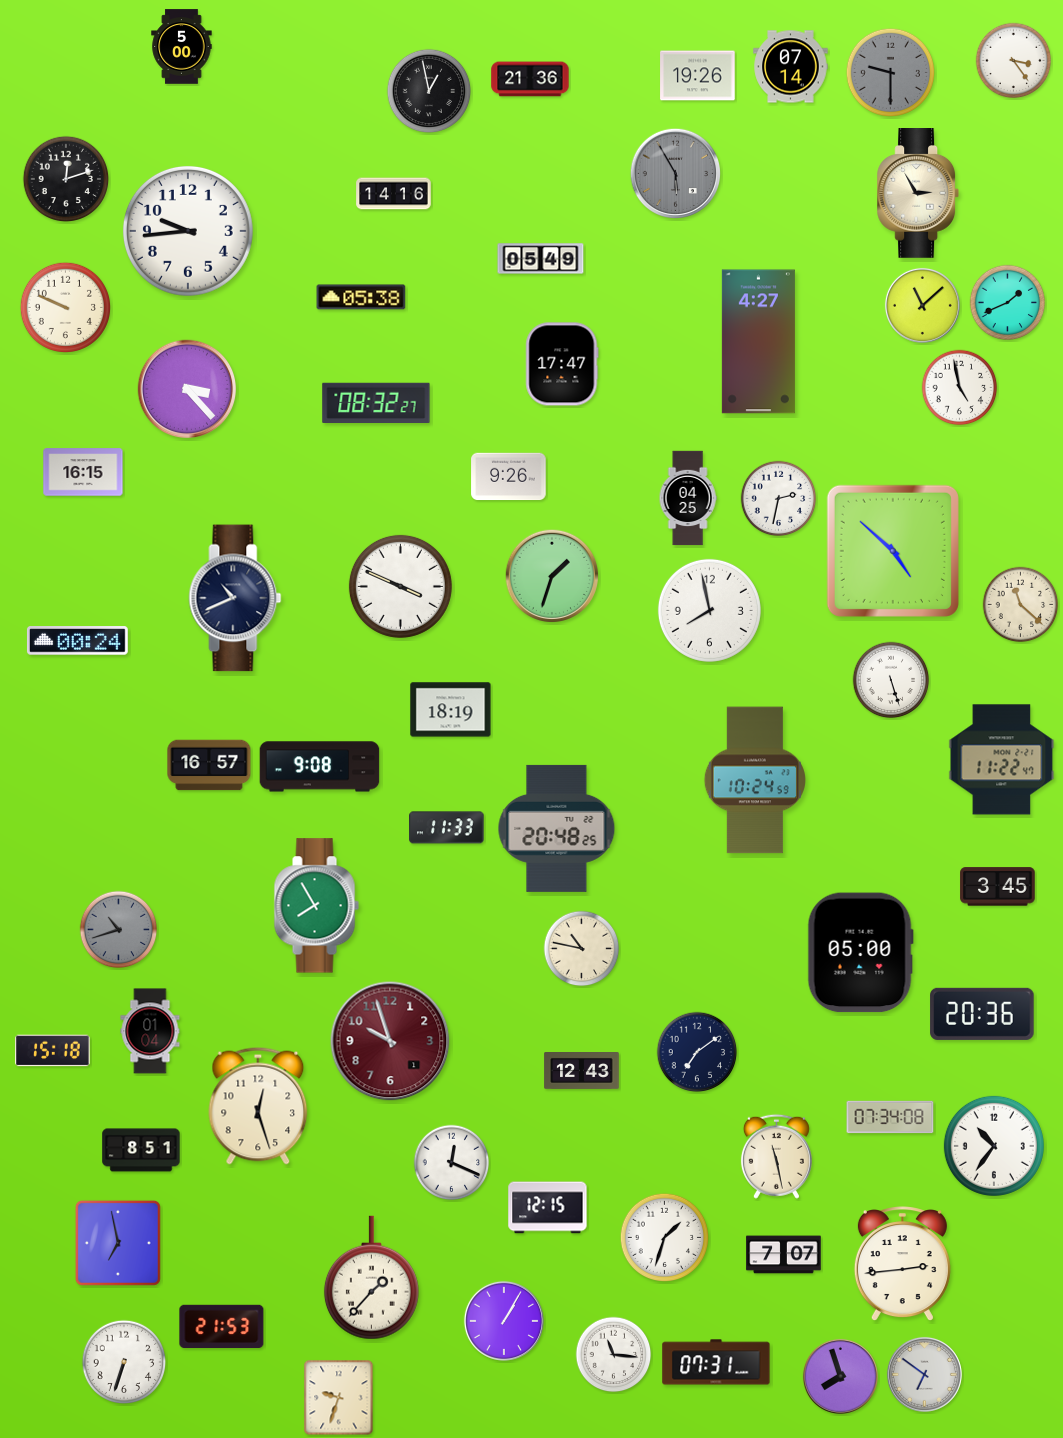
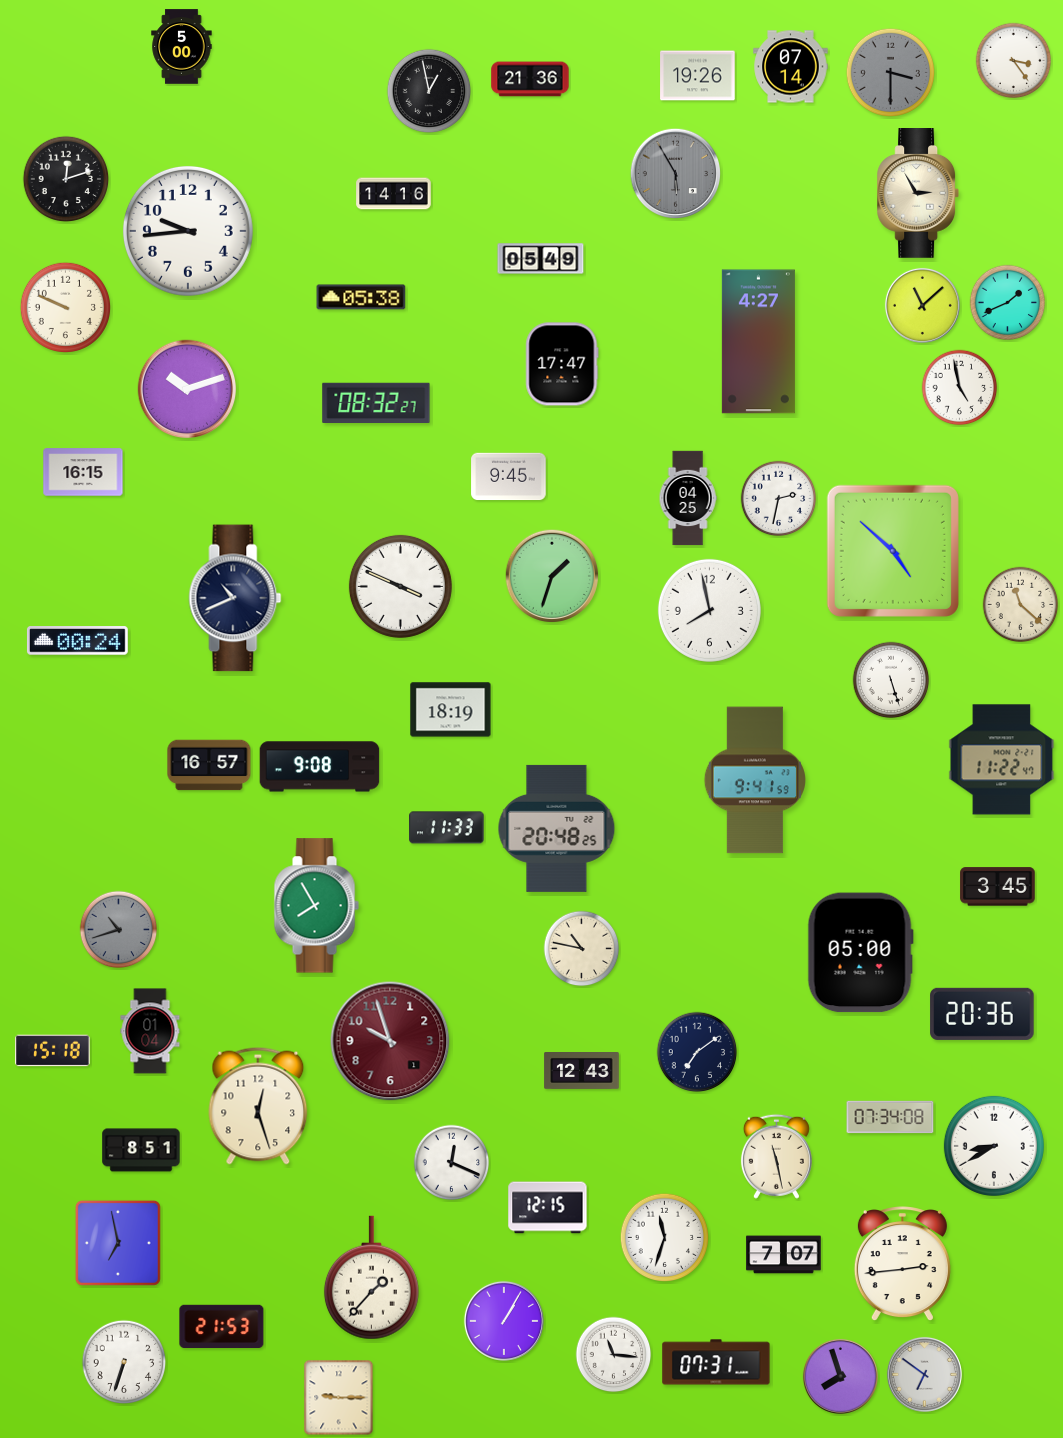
clock at (890, 72): 9:30 -> 3:30
clock at (187, 389): 3:23 -> 10:12
clock at (509, 477): 9:26 -> 9:45
clock at (755, 780): 10:24 -> 9:41
clock at (994, 1146): 10:36 -> 8:40
clock at (664, 1237): 1:33 -> 11:33
clock at (339, 1398): 9:33 -> 9:15
